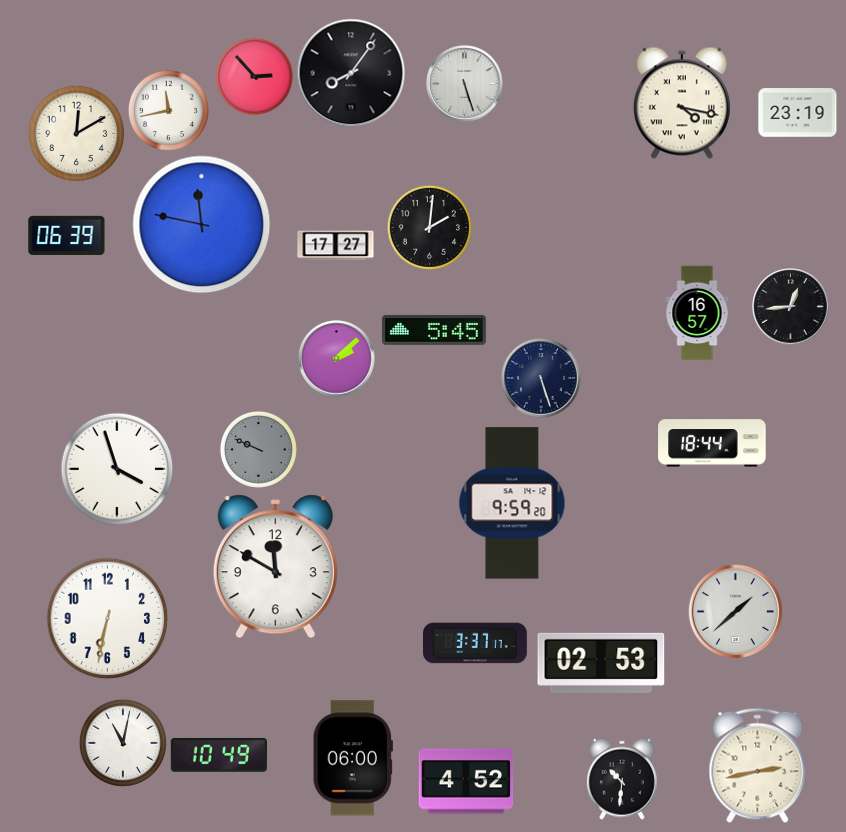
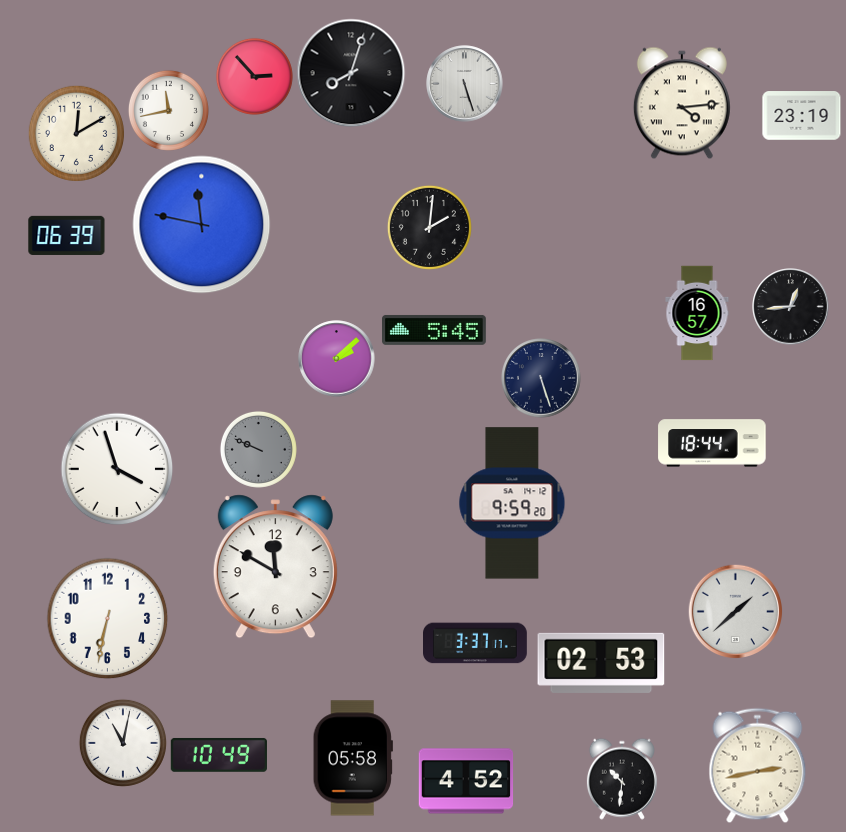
clock at (351, 73): 8:06 -> 8:03
clock at (682, 103): 4:17 -> 4:14
clock at (798, 113) position: (798, 113) -> (802, 116)
clock at (336, 246): 17:27 -> none
clock at (353, 758): 06:00 -> 05:58
